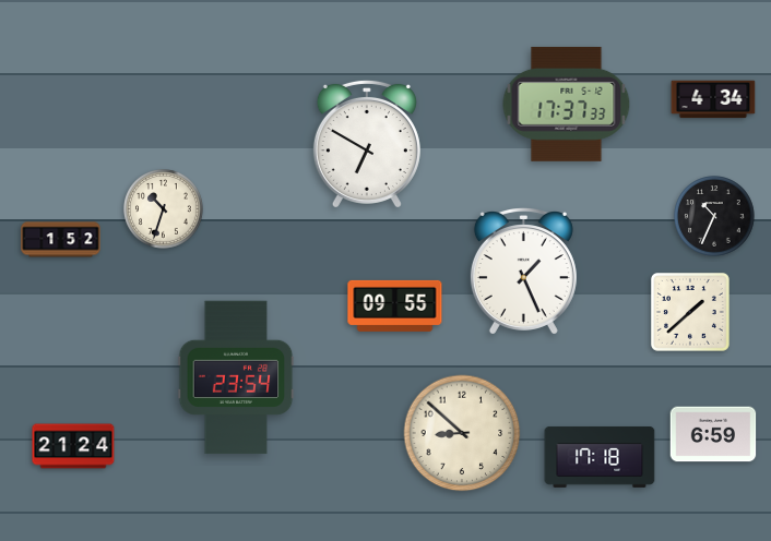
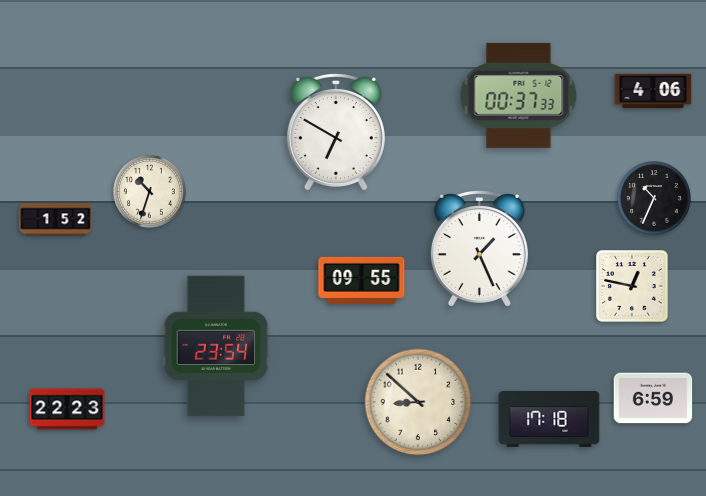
clock at (713, 99): 4:34 -> 4:06
clock at (567, 104): 17:37 -> 00:37
clock at (691, 313): 1:38 -> 12:47
clock at (462, 433) position: (462, 433) -> (418, 402)
clock at (73, 446): 21:24 -> 22:23
